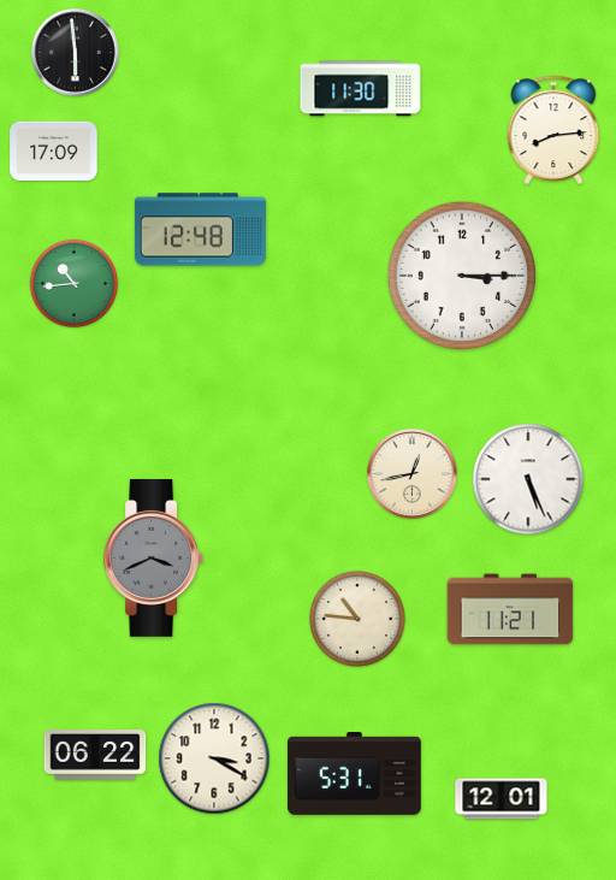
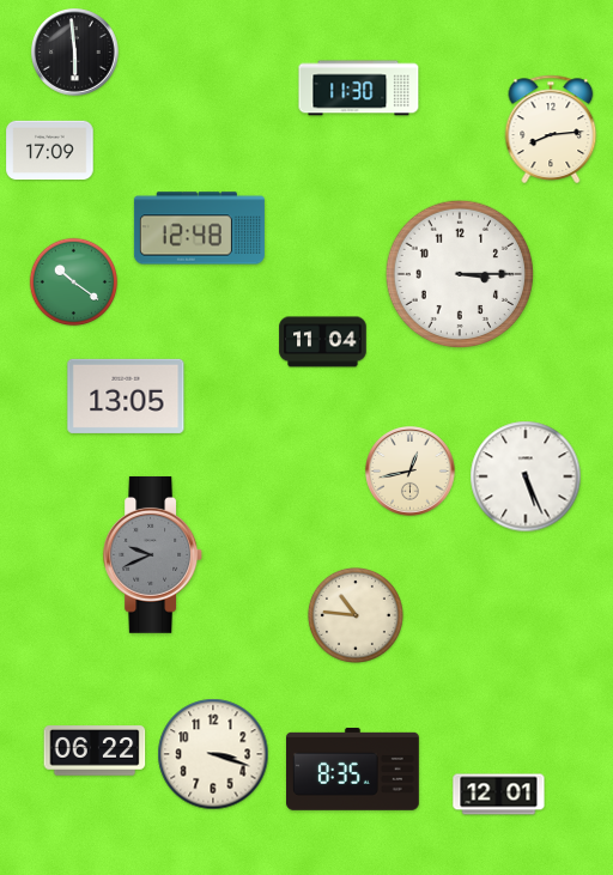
clock at (54, 152) position: (54, 152) -> (50, 151)
clock at (75, 284): 10:44 -> 10:21
clock at (323, 342): none -> 11:04
clock at (126, 396): none -> 13:05
clock at (154, 557): 3:41 -> 9:41
clock at (510, 609): 11:21 -> none
clock at (214, 758): 3:20 -> 3:18
clock at (355, 774): 5:31 -> 8:35
